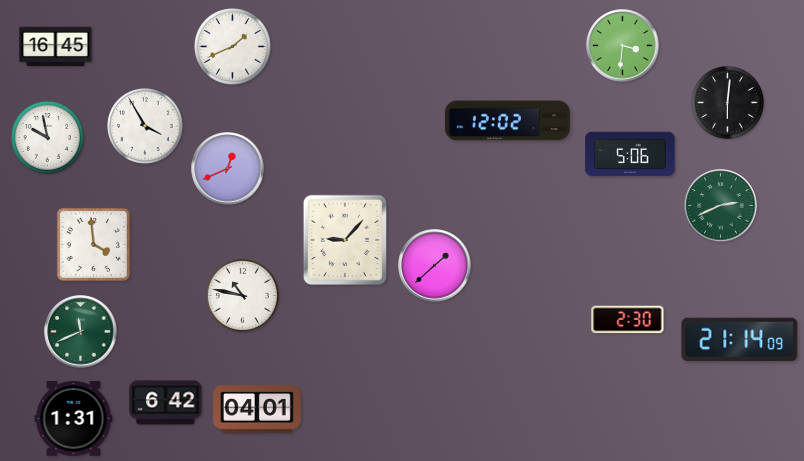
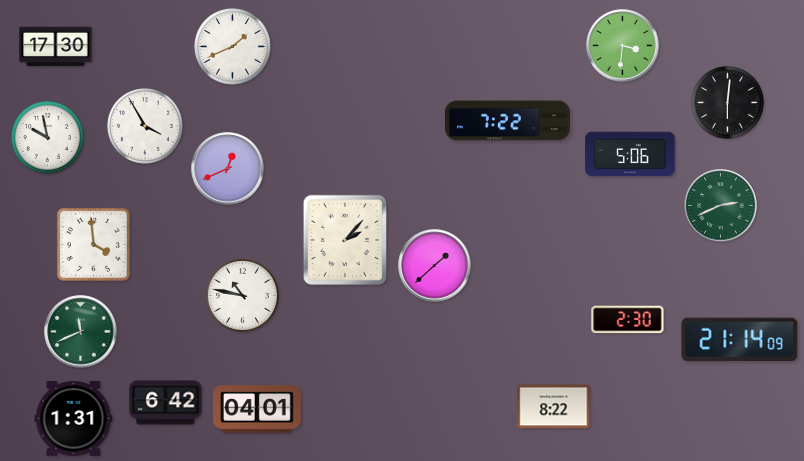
clock at (56, 47): 16:45 -> 17:30
clock at (507, 121): 12:02 -> 7:22
clock at (344, 239): 9:07 -> 2:07
clock at (554, 407): none -> 8:22
